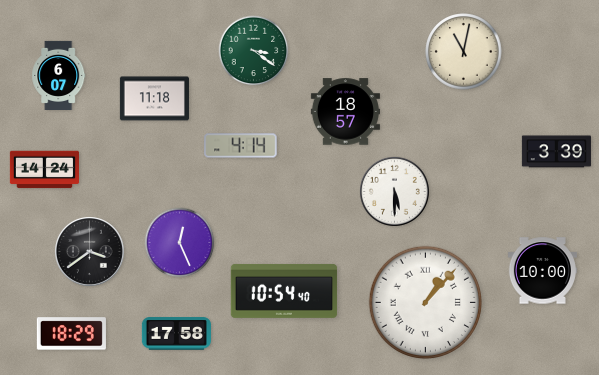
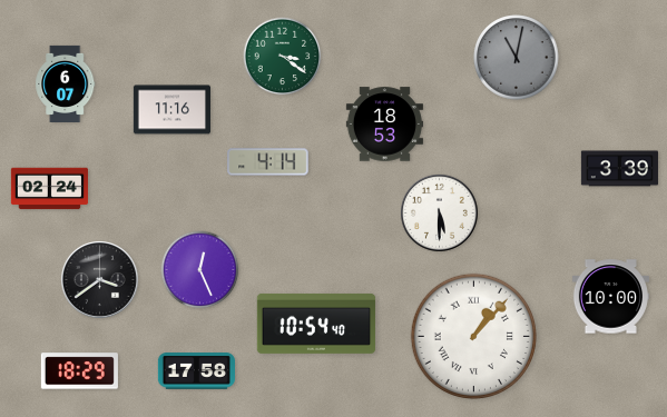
clock at (464, 52) dial: cream -> grey
clock at (154, 99): 11:18 -> 11:16
clock at (345, 112): 18:57 -> 18:53
clock at (44, 170): 14:24 -> 02:24
clock at (542, 271) position: (542, 271) -> (610, 297)
